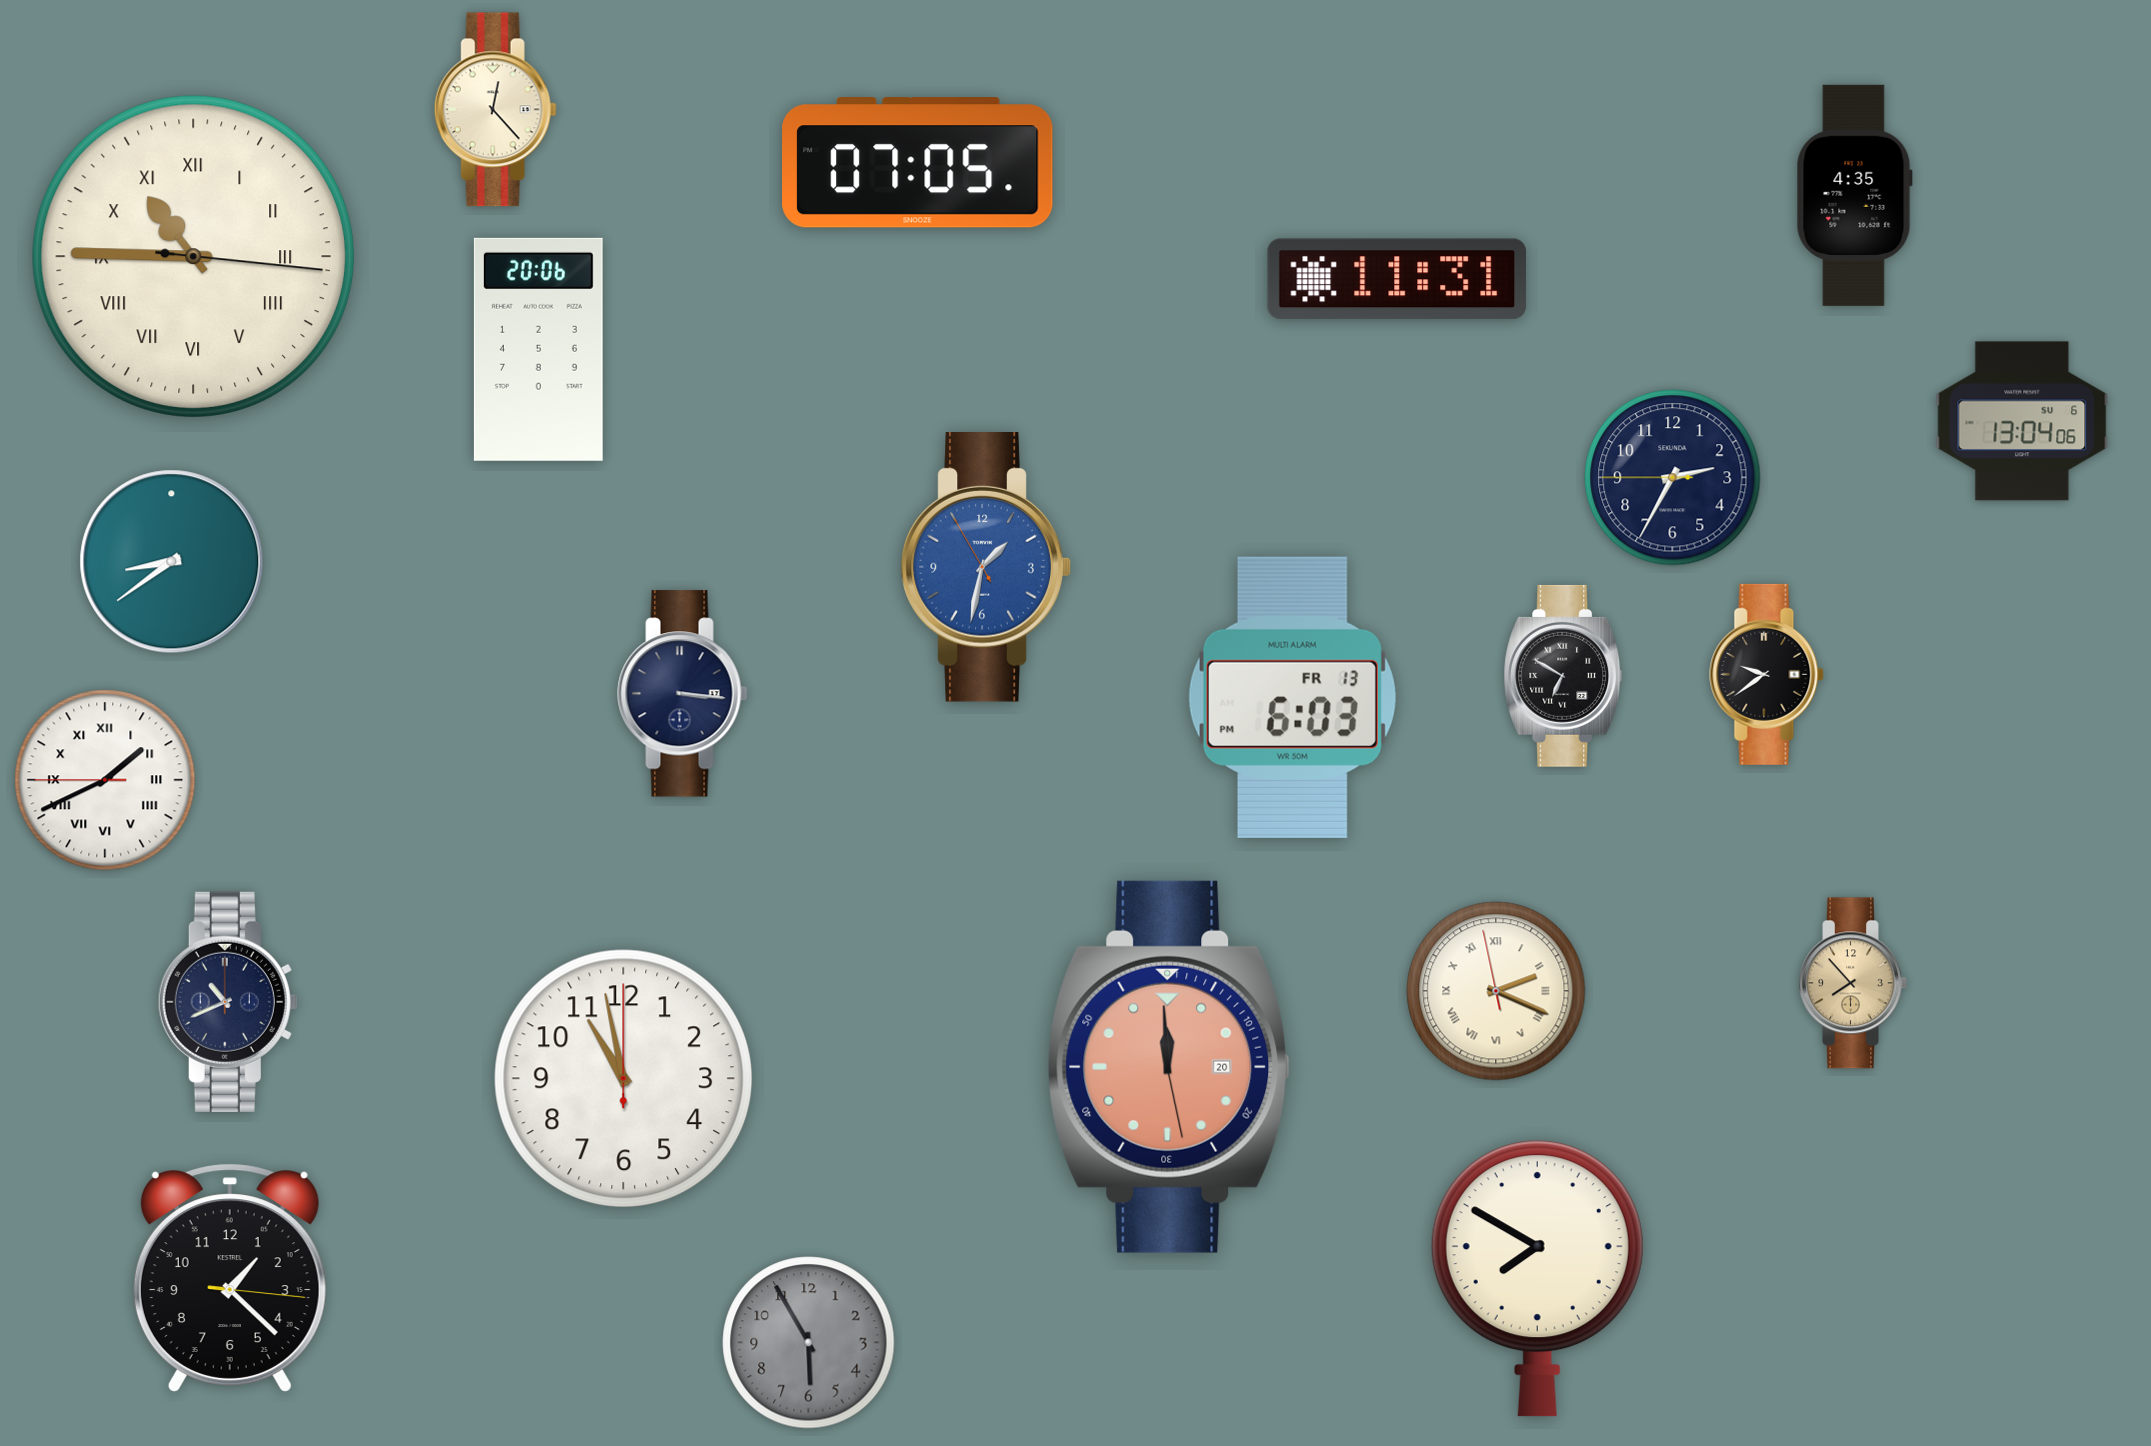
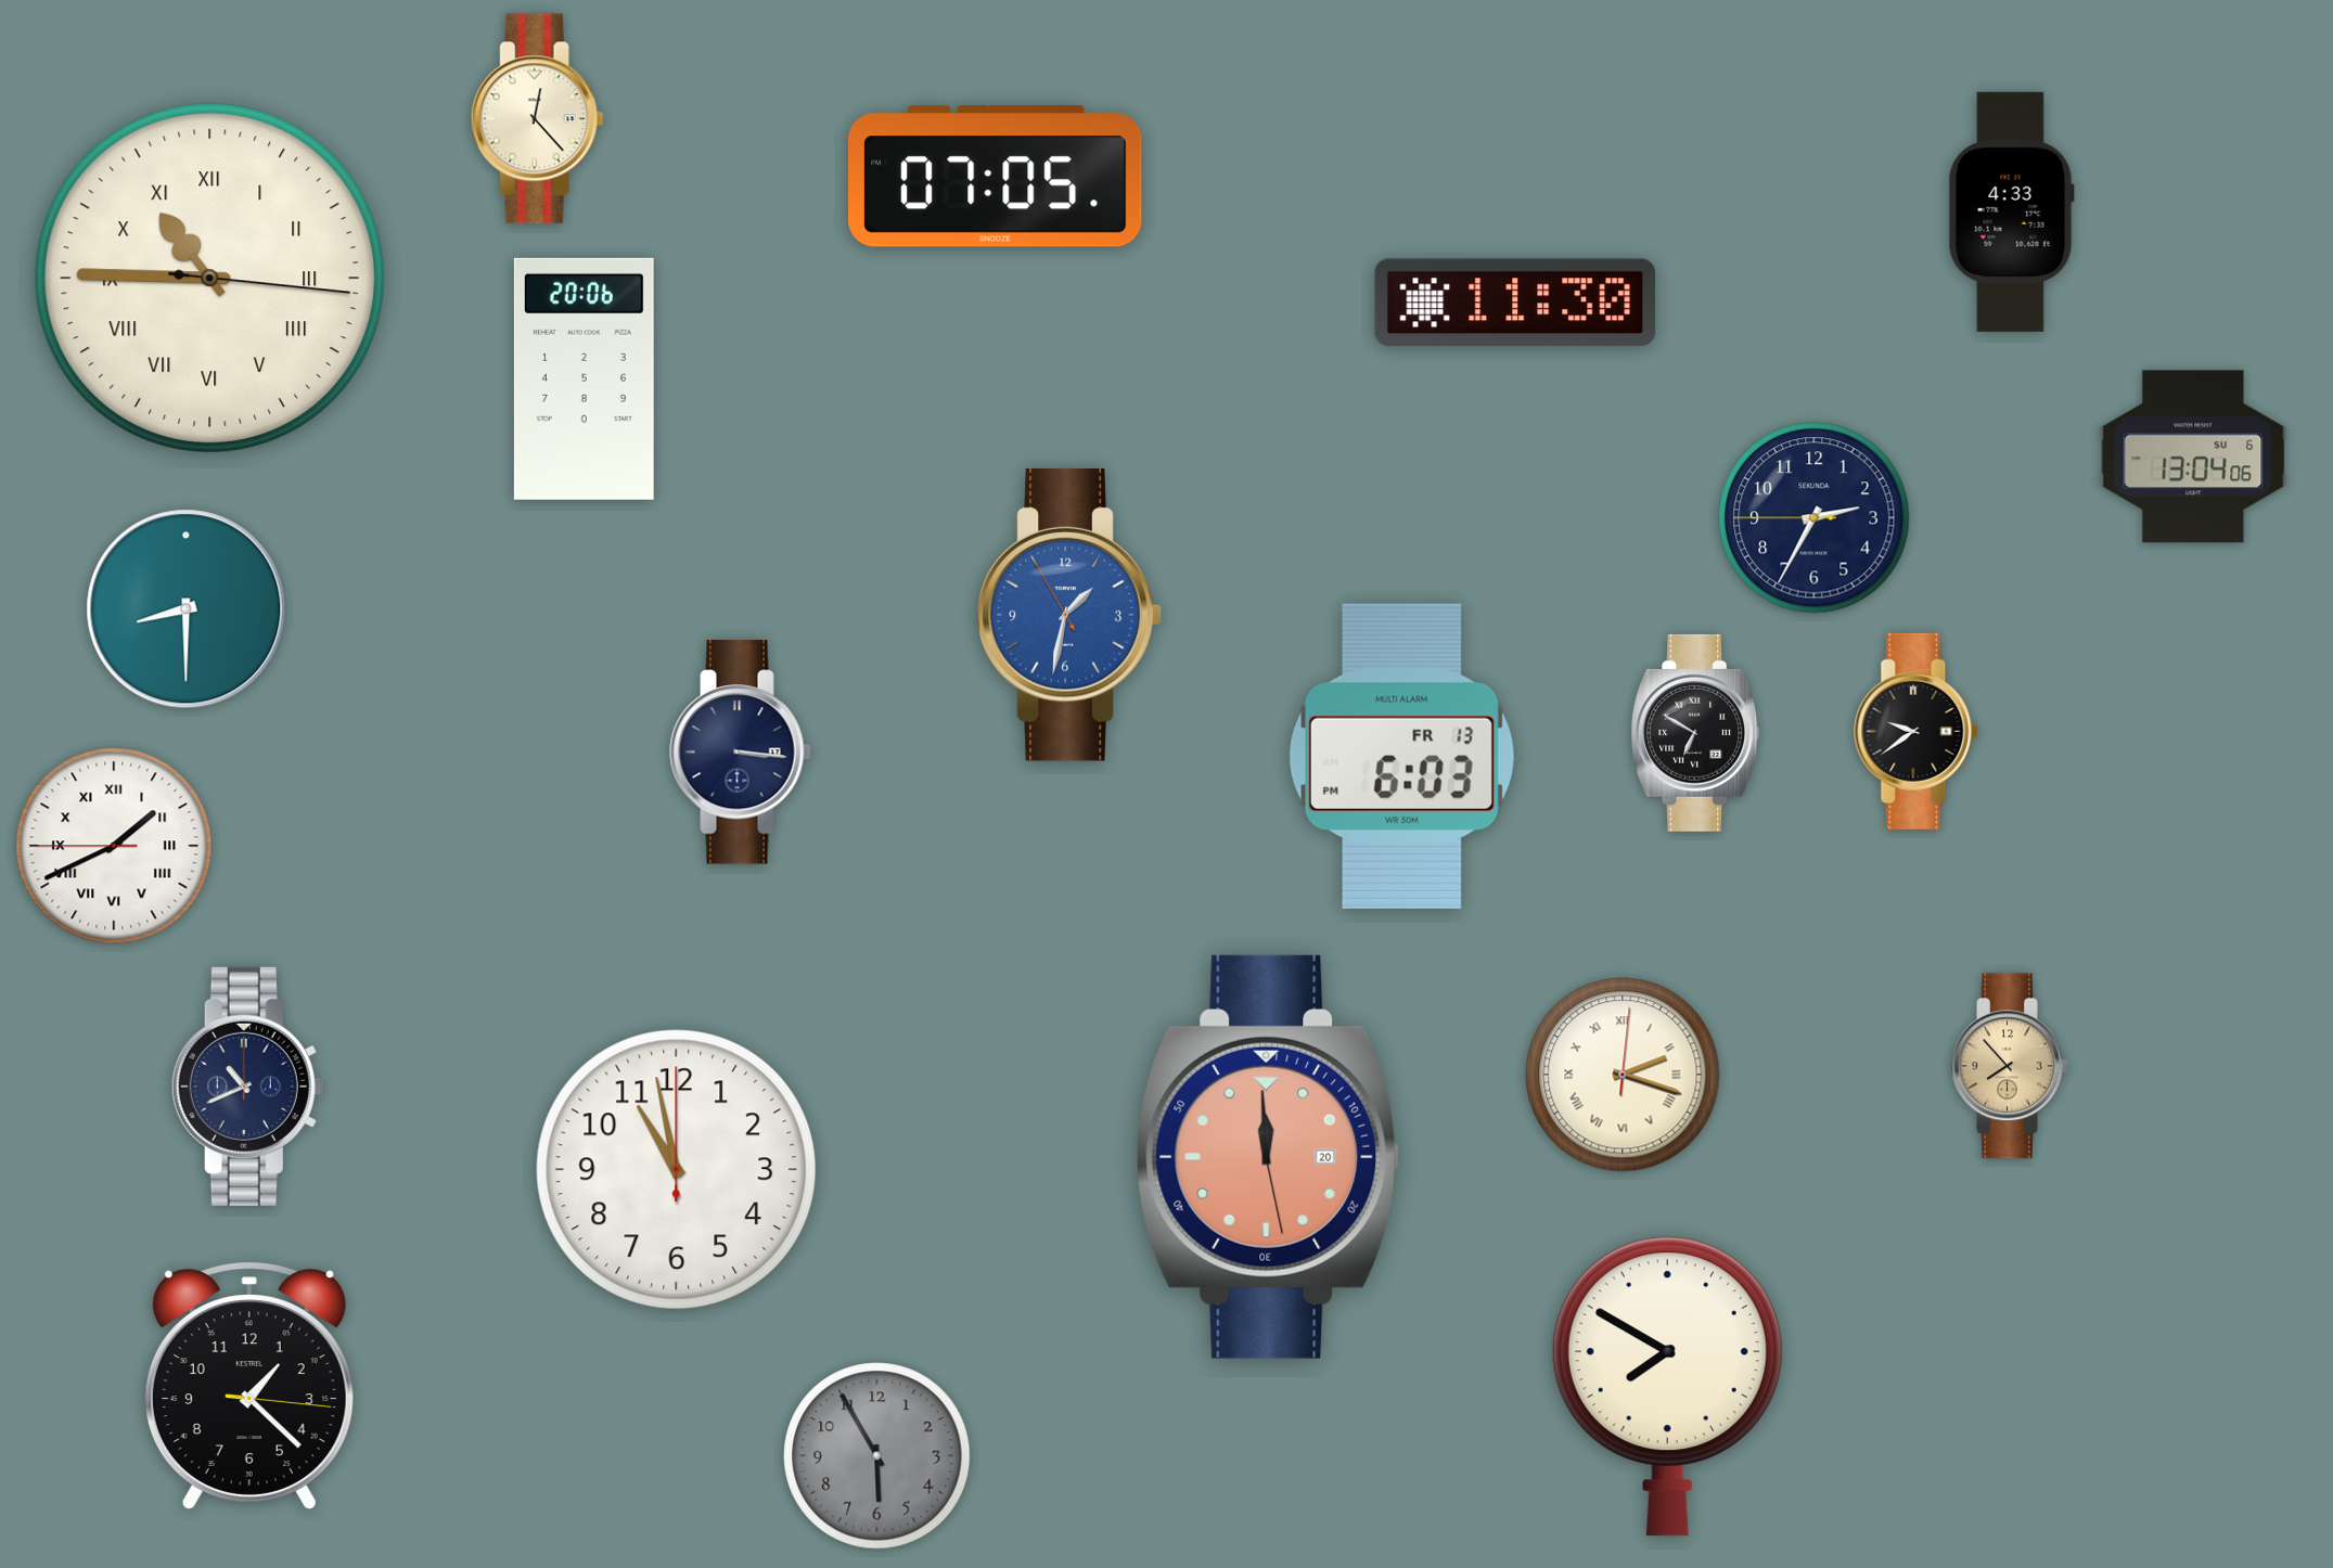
clock at (1854, 195): 4:35 -> 4:33
clock at (1397, 279): 11:31 -> 11:30
clock at (172, 562): 8:39 -> 8:30
clock at (1496, 991): 2:18:58 -> 2:18:01
